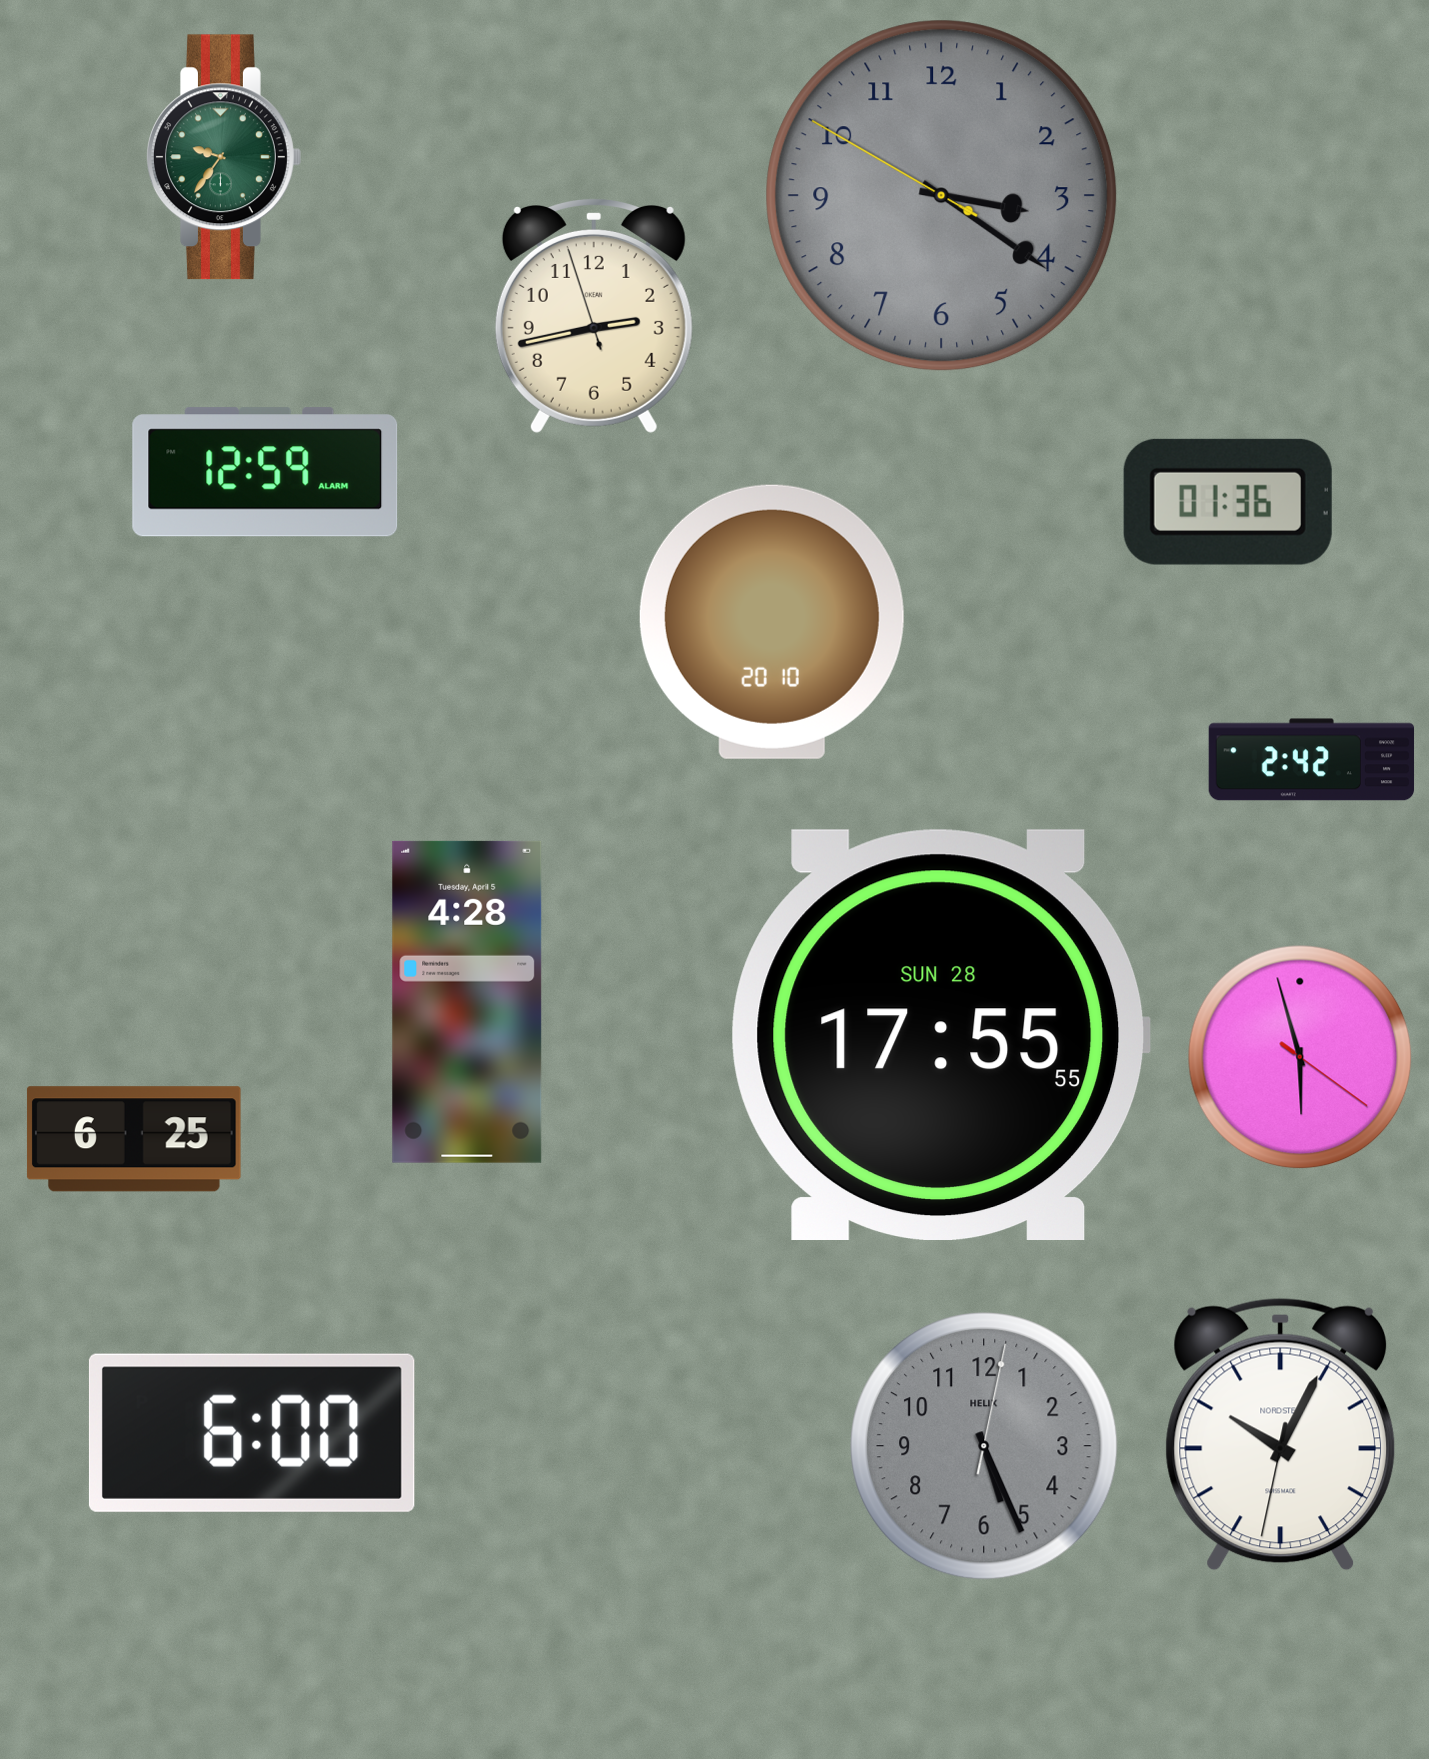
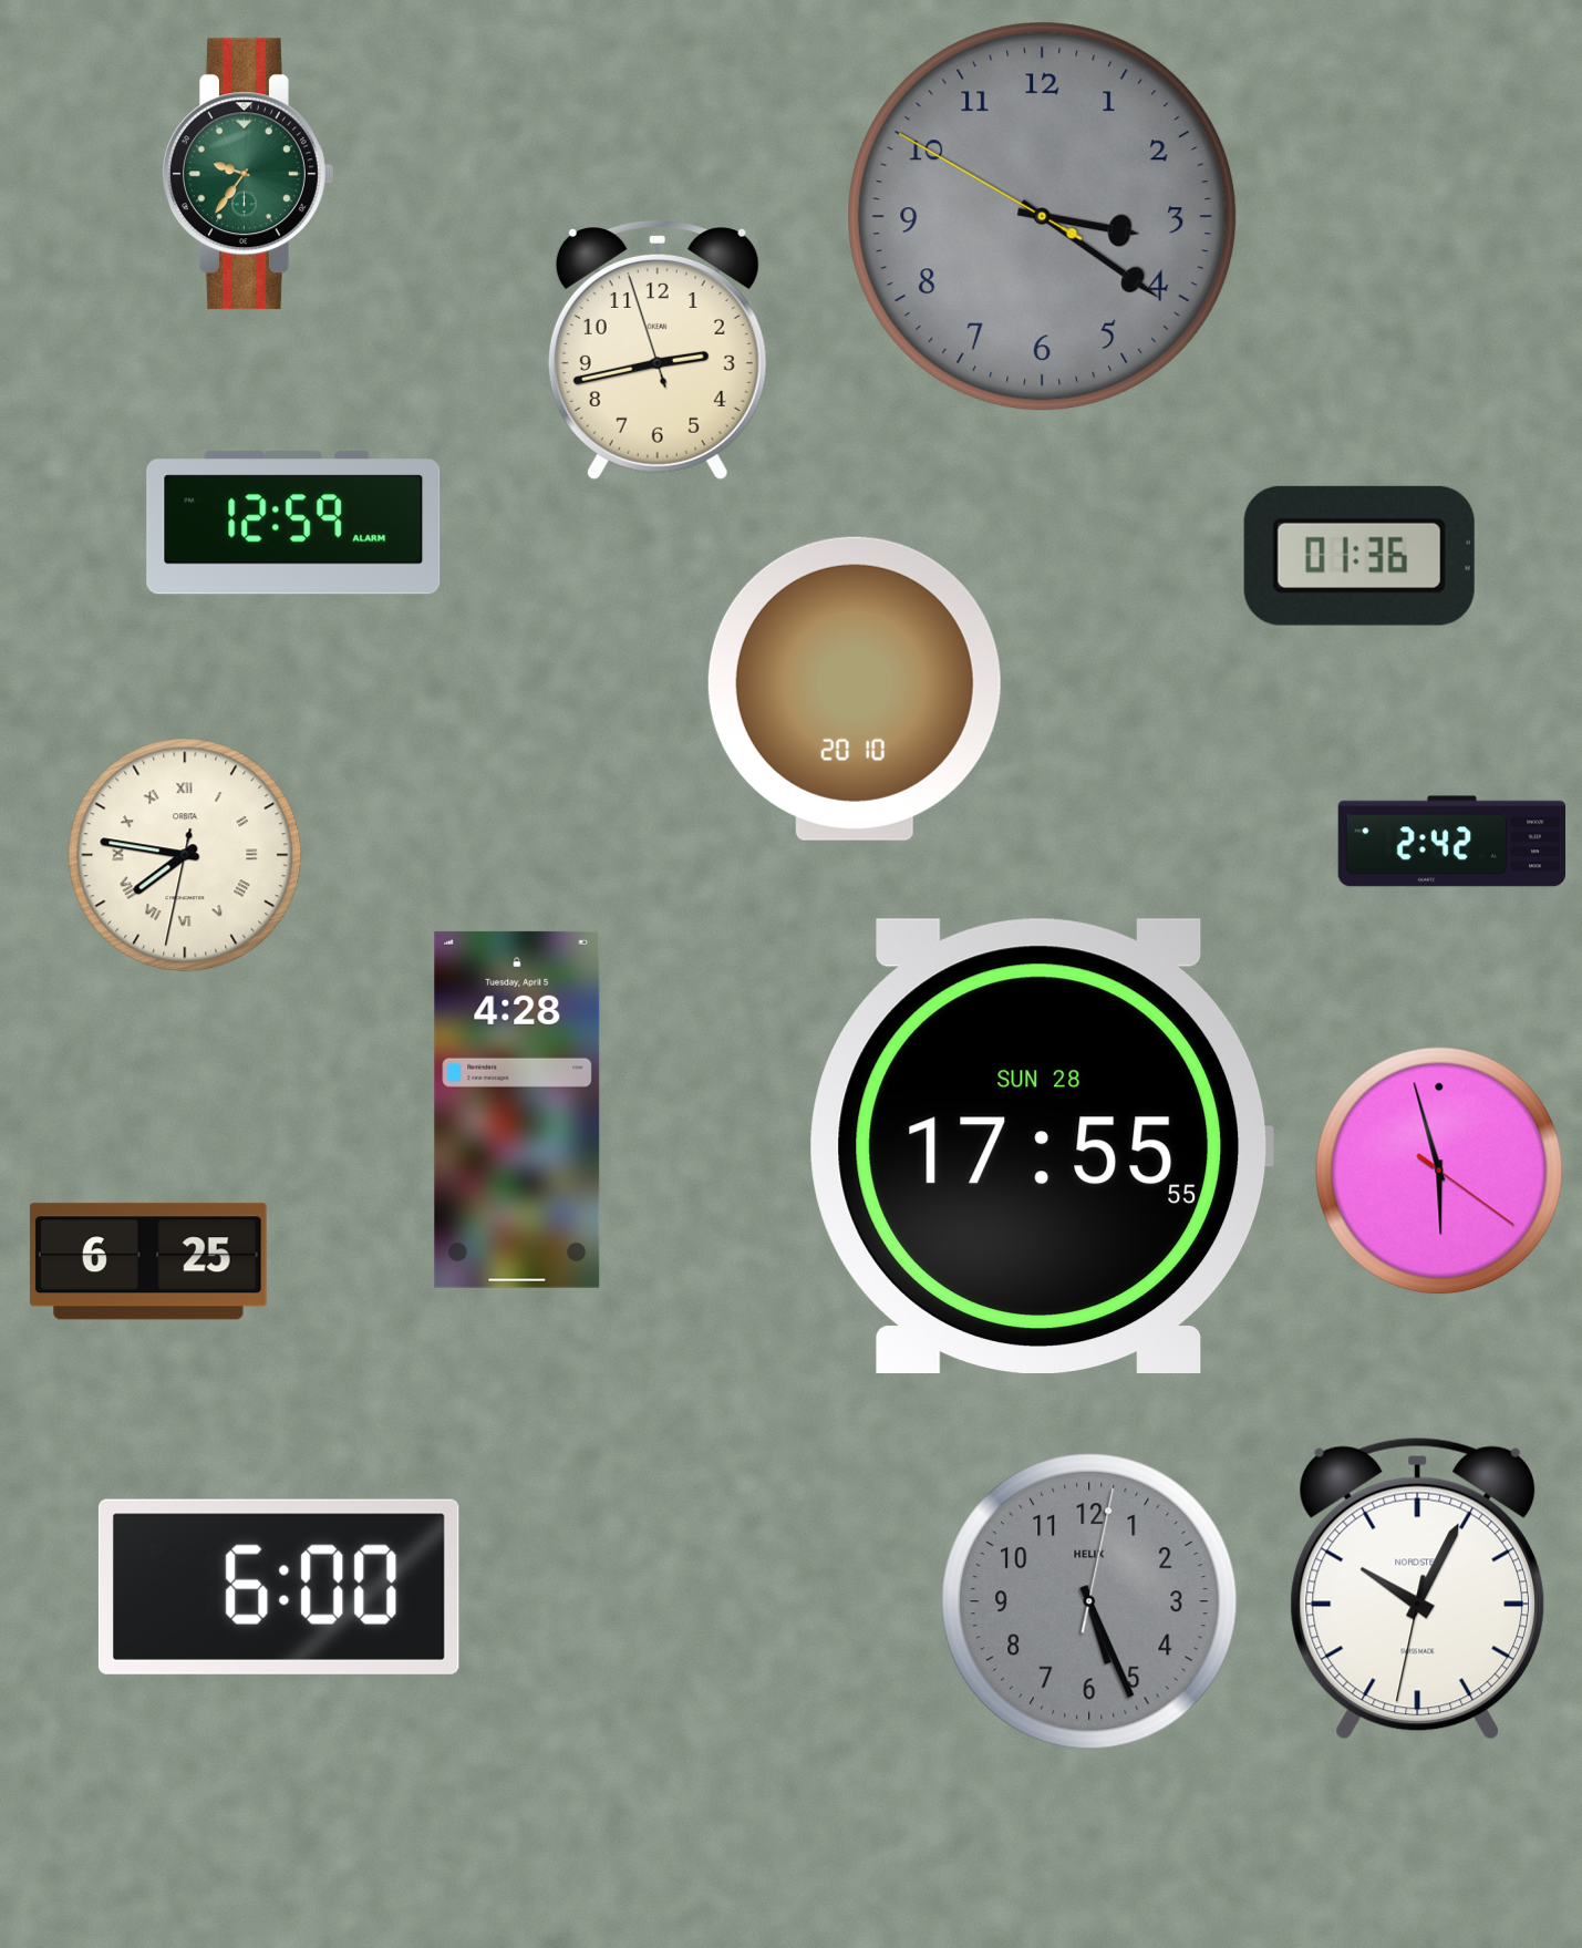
clock at (185, 855): none -> 7:46
